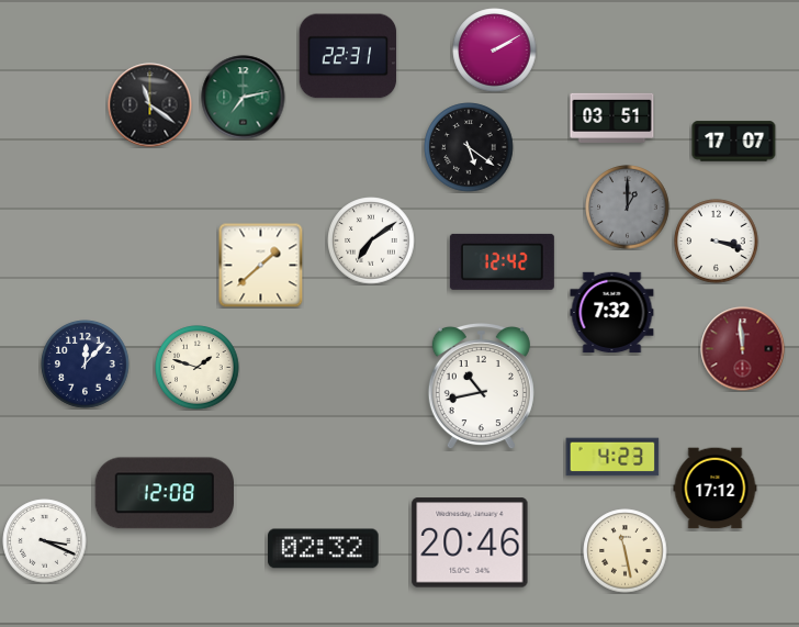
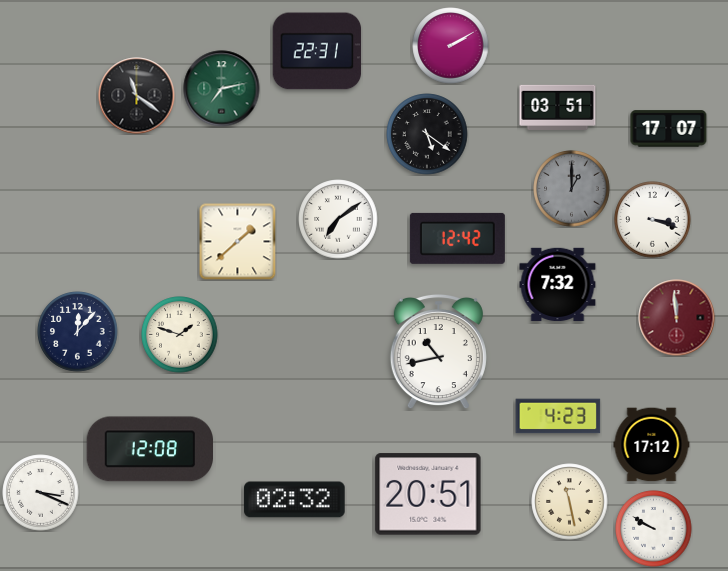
clock at (470, 542): 20:46 -> 20:51
clock at (654, 529): none -> 9:50
